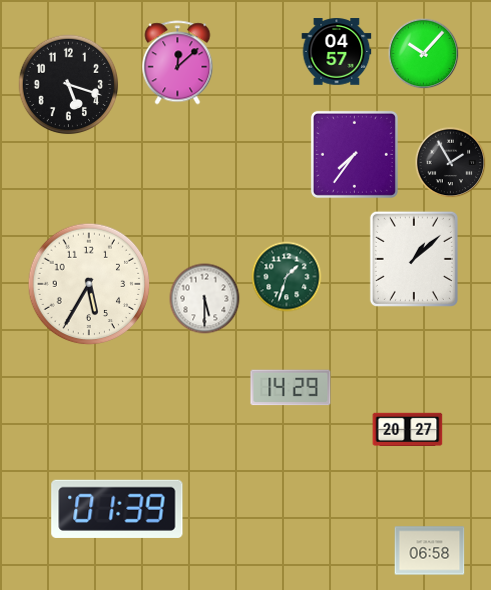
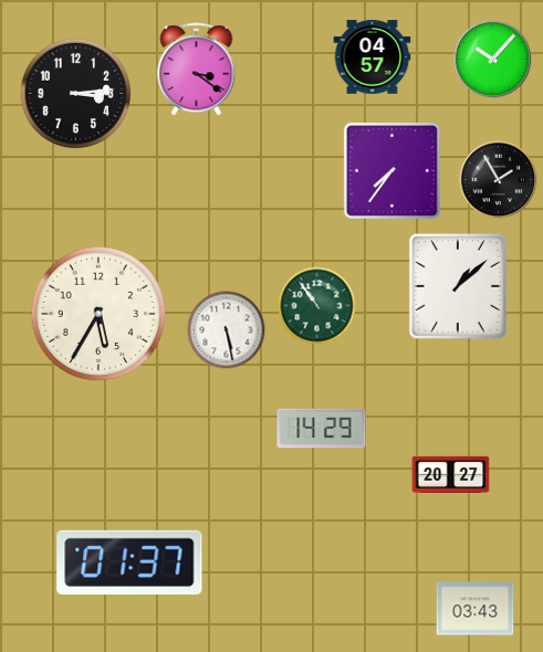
clock at (424, 54) position: (424, 54) -> (493, 60)
clock at (178, 63): 12:08 -> 3:21
clock at (69, 85): 5:18 -> 3:14
clock at (287, 277): 1:33 -> 10:54
clock at (205, 299): 5:30 -> 5:28
clock at (117, 509): 01:39 -> 01:37
clock at (430, 551): 06:58 -> 03:43
